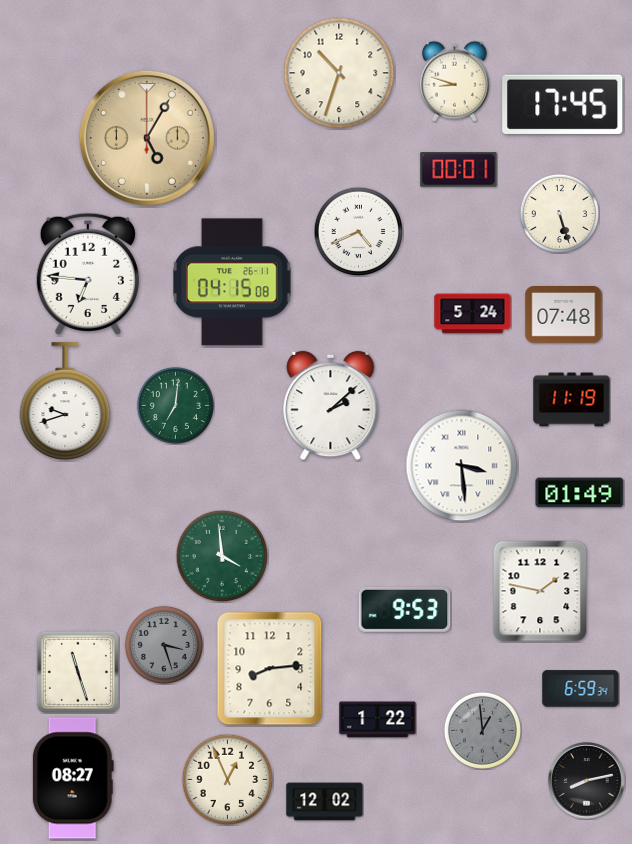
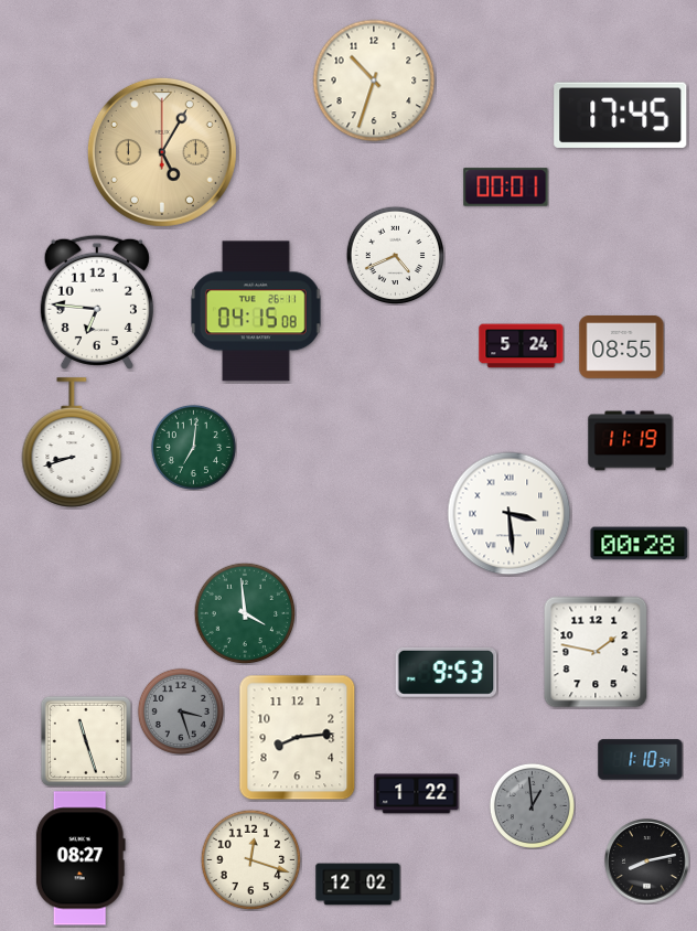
clock at (454, 81): 8:48 -> none
clock at (559, 213): 5:27 -> none
clock at (564, 315): 07:48 -> 08:55
clock at (65, 401): 9:42 -> 8:42
clock at (331, 406): 2:08 -> none
clock at (580, 493): 01:49 -> 00:28
clock at (581, 689): 6:59 -> 1:10
clock at (227, 779): 12:56 -> 12:18
